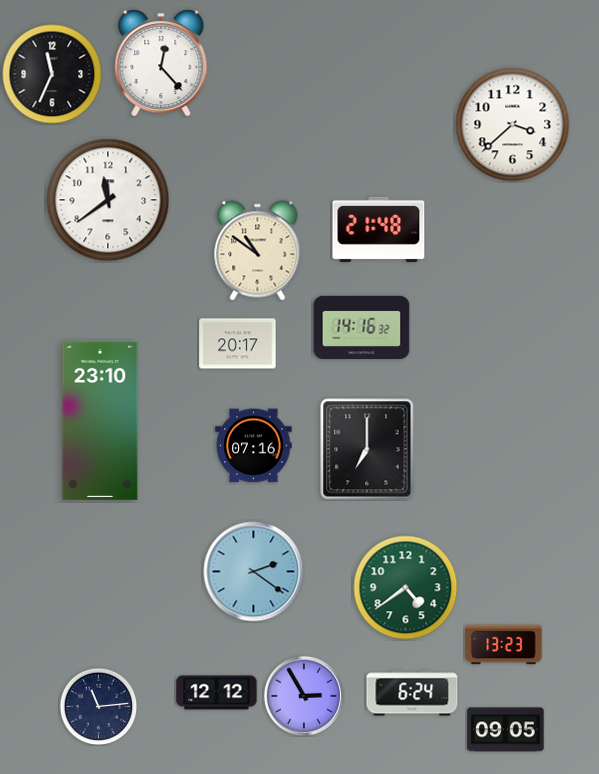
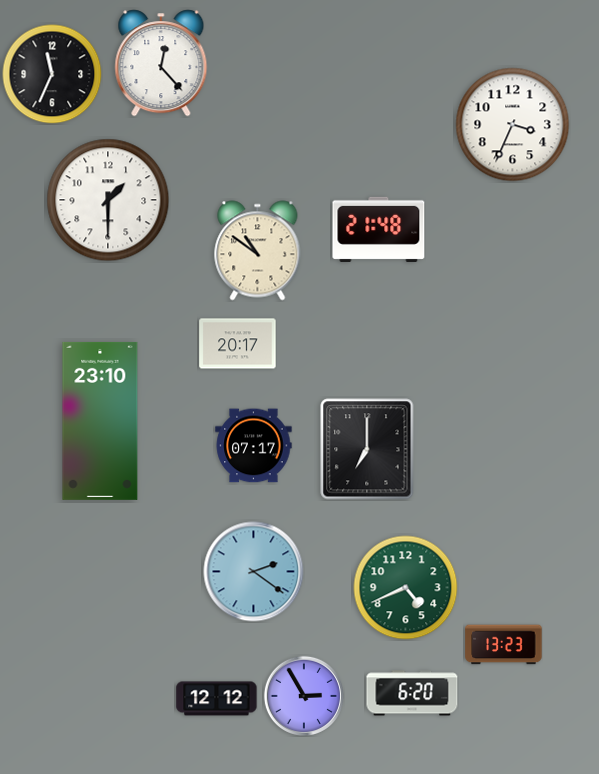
clock at (513, 125): 3:38 -> 3:34
clock at (108, 200): 11:39 -> 1:30
clock at (362, 327): 14:16 -> none
clock at (254, 446): 07:16 -> 07:17
clock at (406, 588): 4:39 -> 4:41
clock at (217, 693) position: (217, 693) -> (217, 699)
clock at (412, 693): 6:24 -> 6:20
clock at (98, 706): 11:14 -> none
clock at (506, 730): 09:05 -> none
